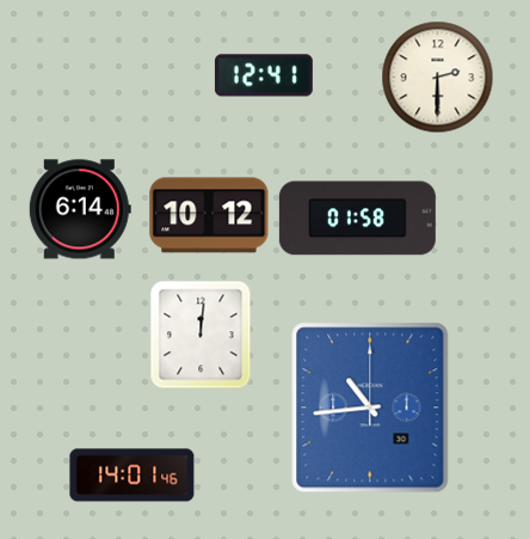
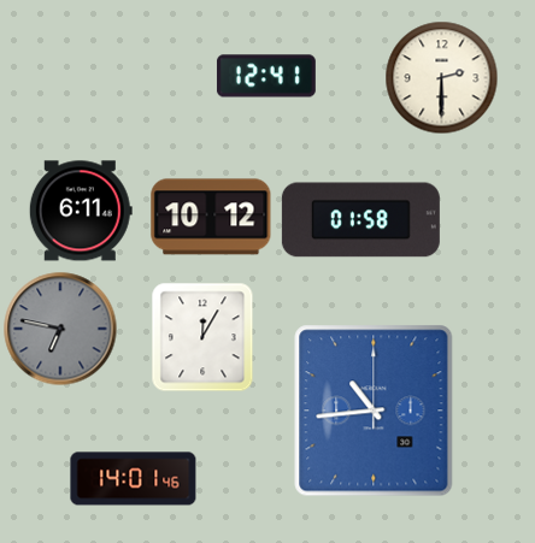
clock at (80, 209): 6:14 -> 6:11
clock at (60, 329): none -> 6:47
clock at (201, 335): 12:01 -> 12:05
